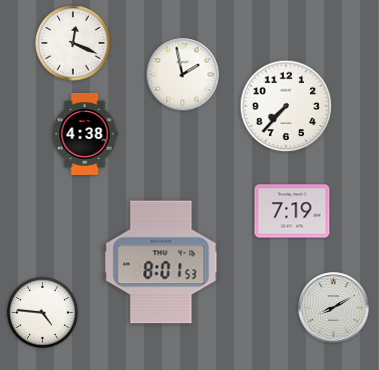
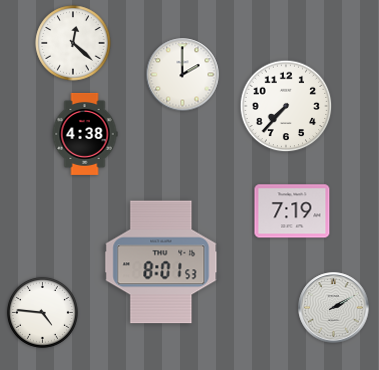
clock at (73, 43): 12:19 -> 12:22
clock at (183, 75): 1:58 -> 2:00
clock at (334, 308): 8:10 -> 2:10
